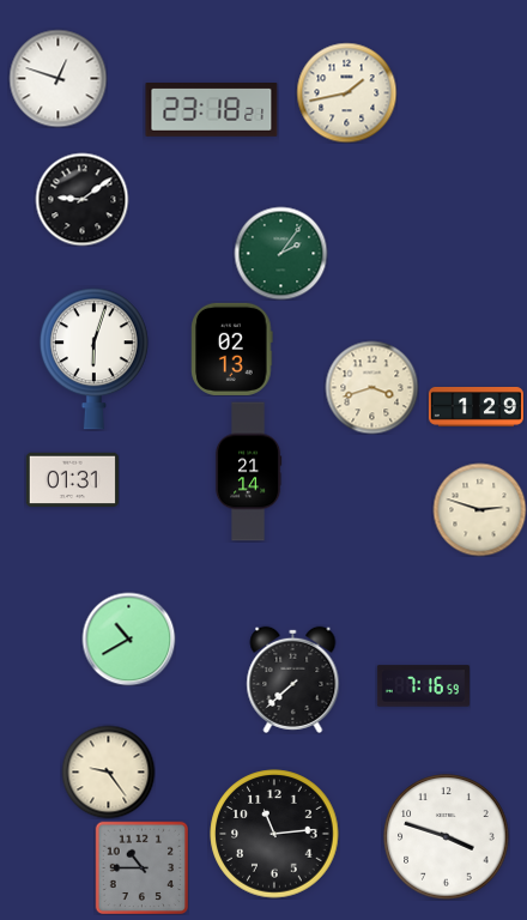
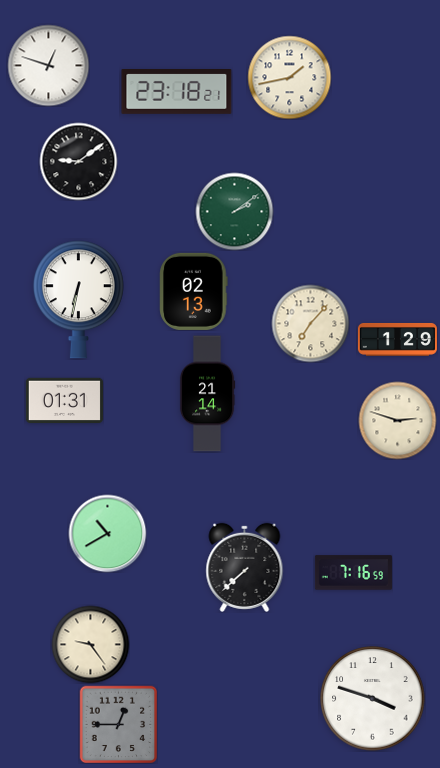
clock at (81, 199) position: (81, 199) -> (78, 161)
clock at (280, 253): 2:06 -> 2:09
clock at (93, 359): 6:03 -> 6:32
clock at (371, 387): 3:42 -> 7:07
clock at (72, 480) position: (72, 480) -> (64, 401)
clock at (479, 509) position: (479, 509) -> (397, 420)
clock at (274, 834): 11:14 -> none
clock at (141, 867): 10:45 -> 12:45
